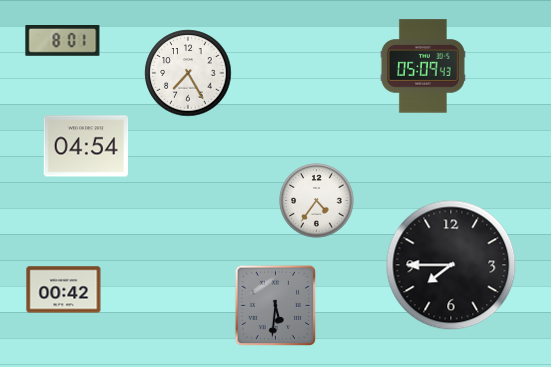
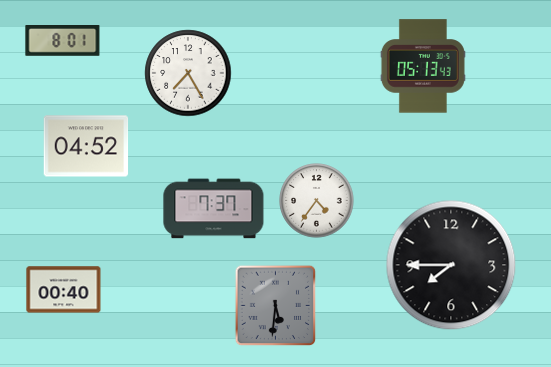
clock at (423, 66): 05:09 -> 05:13
clock at (86, 146): 04:54 -> 04:52
clock at (214, 209): none -> 7:37
clock at (64, 290): 00:42 -> 00:40
